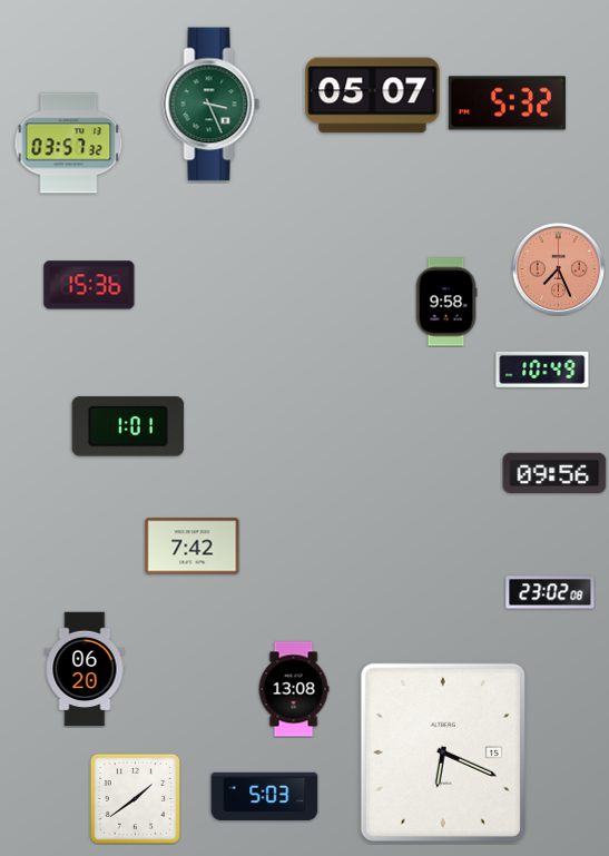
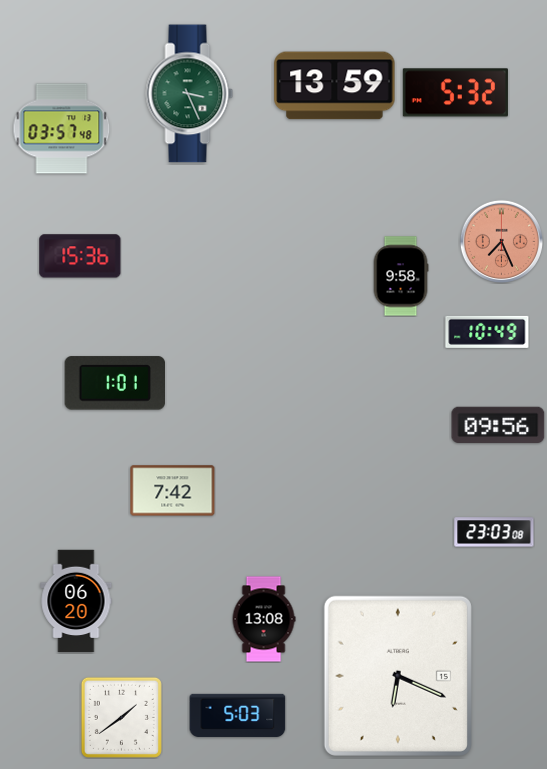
clock at (373, 96): 05:07 -> 13:59
clock at (69, 144): 03:57:32 -> 03:57:48
clock at (446, 302) position: (446, 302) -> (401, 276)
clock at (550, 592): 23:02 -> 23:03
